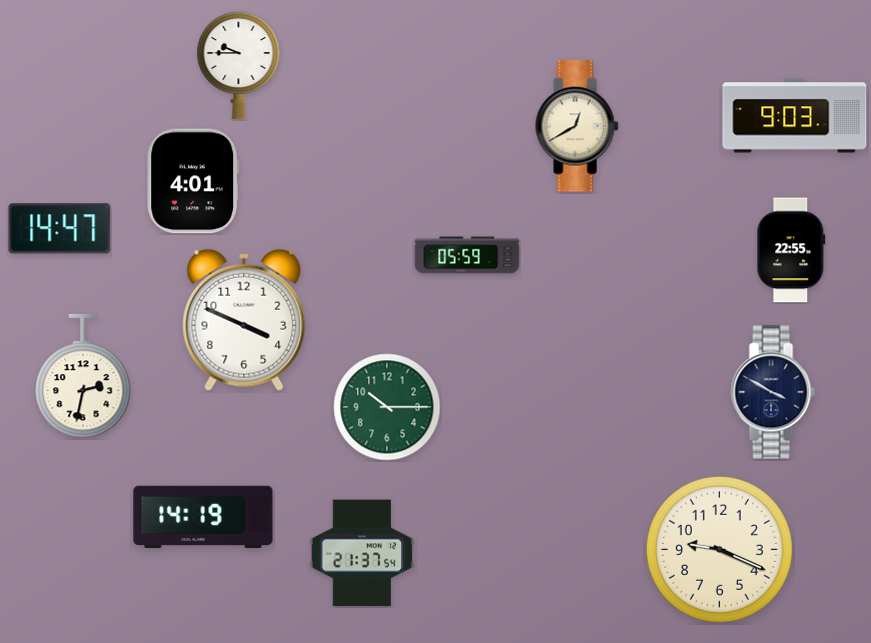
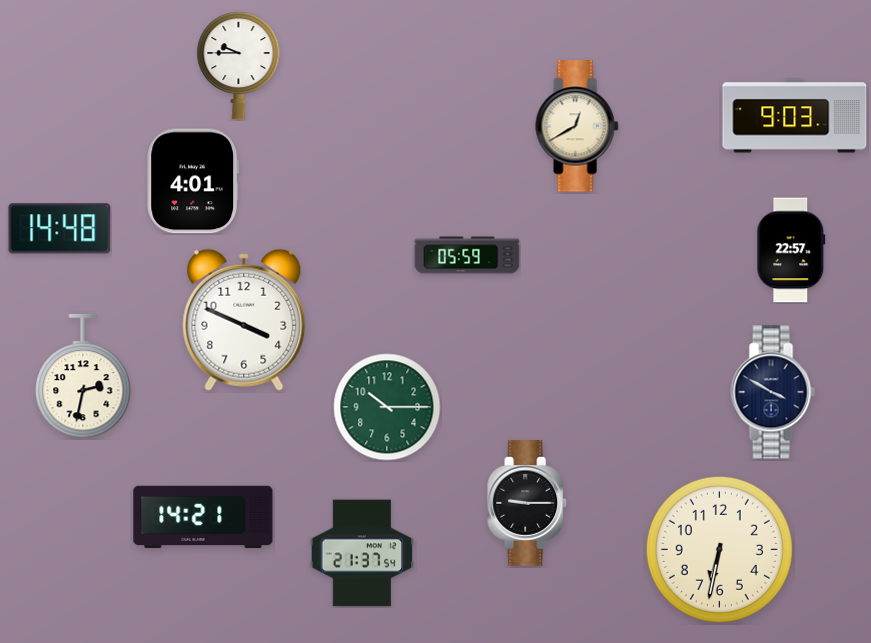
clock at (60, 229): 14:47 -> 14:48
clock at (791, 250): 22:55 -> 22:57
clock at (528, 503): none -> 9:15
clock at (203, 517): 14:19 -> 14:21
clock at (719, 549): 9:19 -> 6:32
